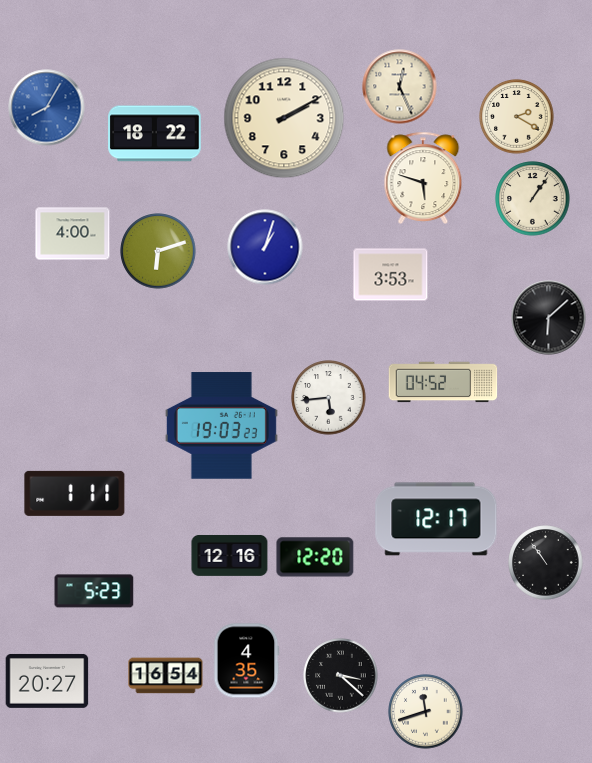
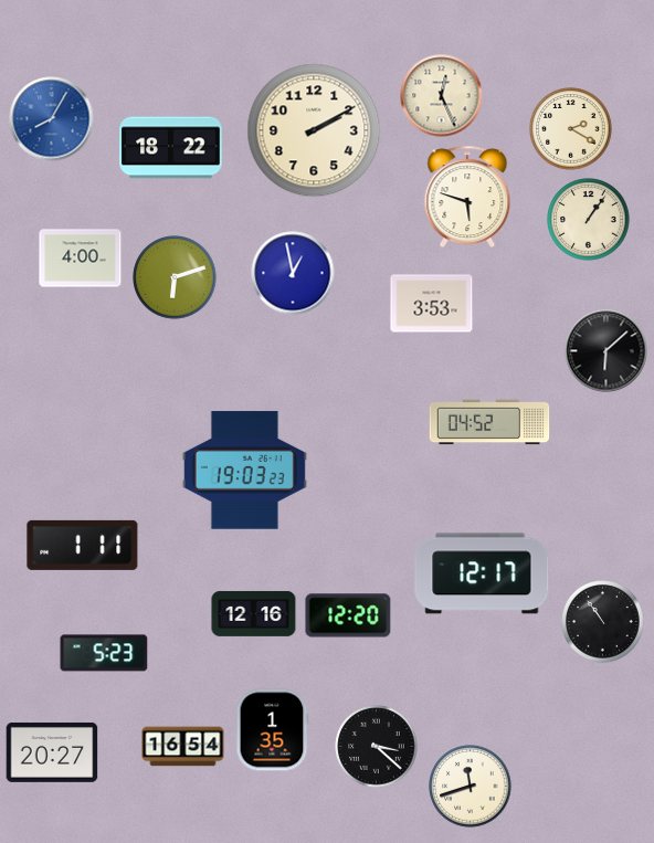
clock at (265, 247): 1:03 -> 12:58
clock at (329, 398): 5:44 -> none
clock at (246, 661): 4:35 -> 1:35
